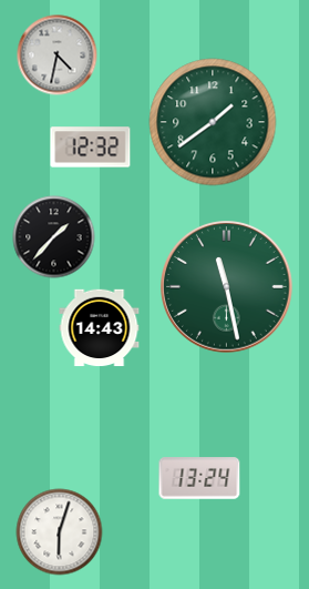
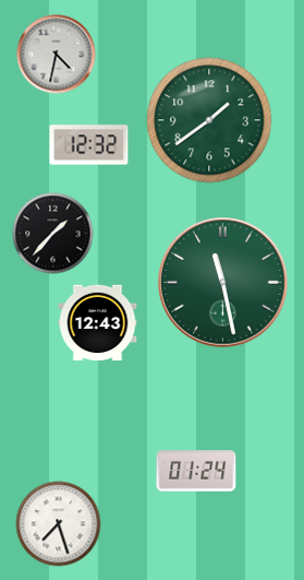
clock at (100, 328): 14:43 -> 12:43
clock at (199, 478): 13:24 -> 01:24
clock at (60, 532): 6:03 -> 7:27
